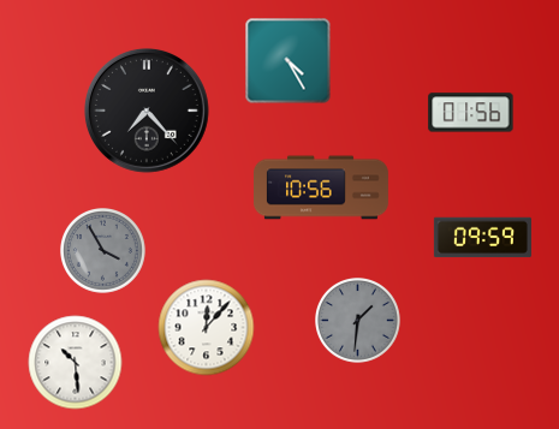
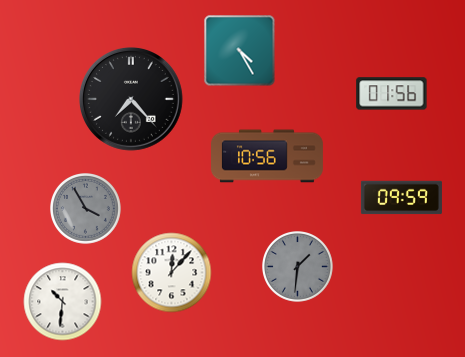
clock at (148, 112) position: (148, 112) -> (132, 100)
clock at (76, 363): 10:29 -> 10:31
